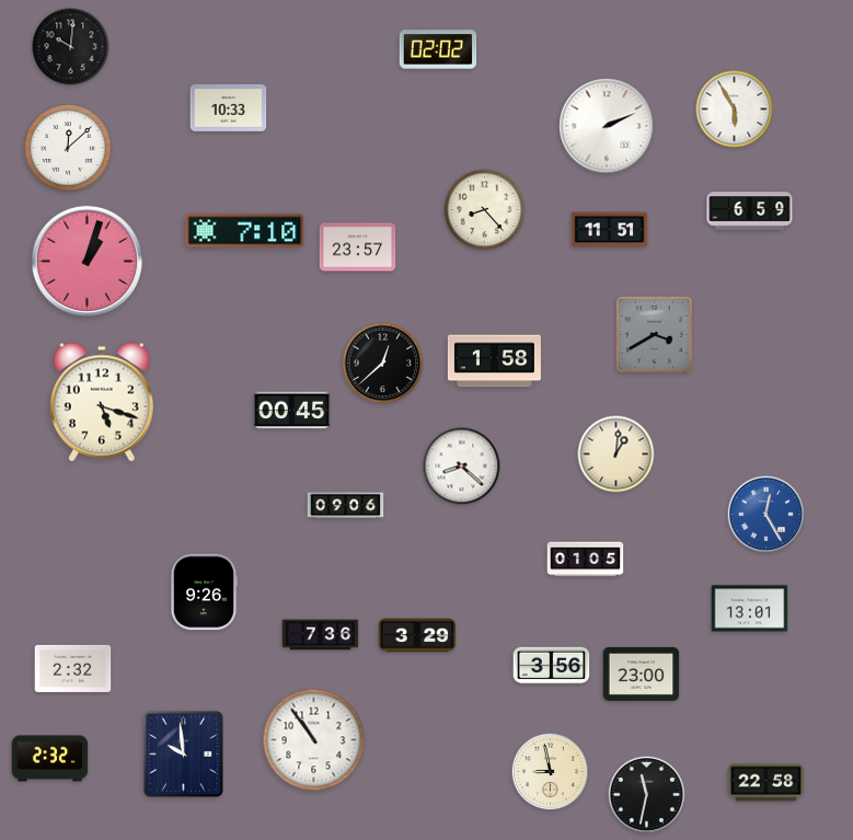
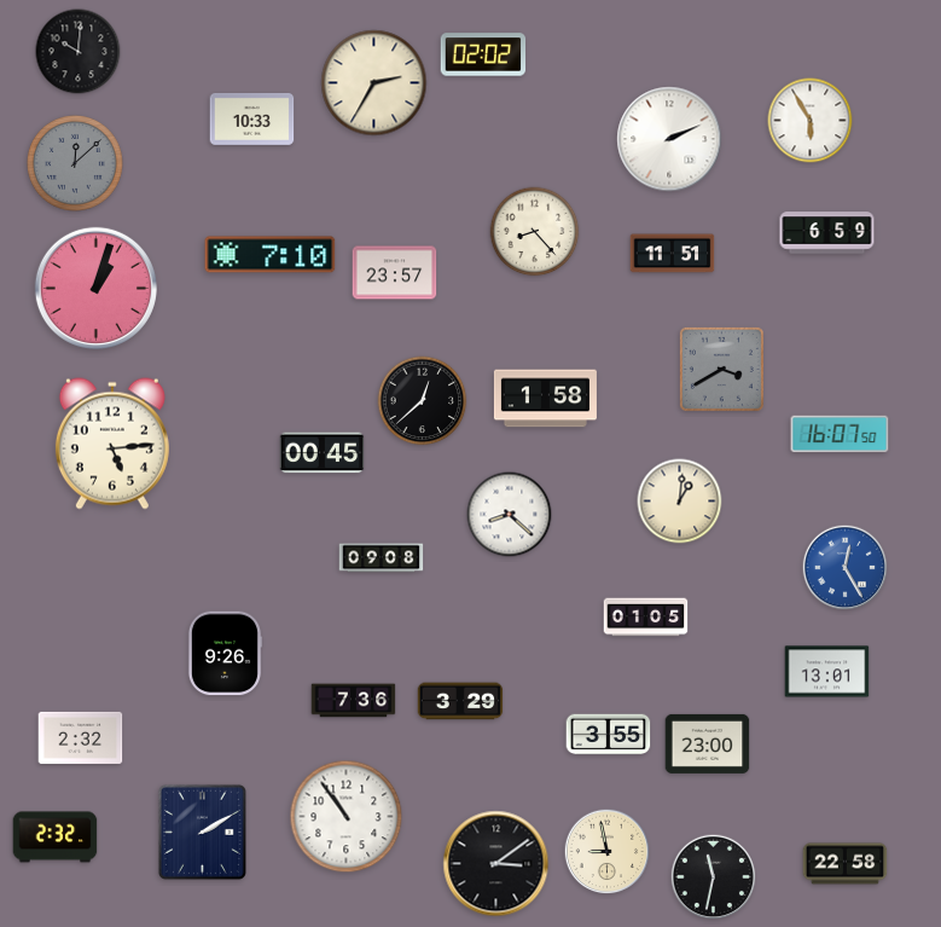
clock at (374, 83): none -> 2:35
clock at (69, 149) dial: white -> grey
clock at (840, 434): none -> 16:07
clock at (102, 402): 5:18 -> 5:14
clock at (346, 506): 09:06 -> 09:08
clock at (552, 666): 3:56 -> 3:55
clock at (183, 753): 9:59 -> 2:10
clock at (496, 864): none -> 3:09
